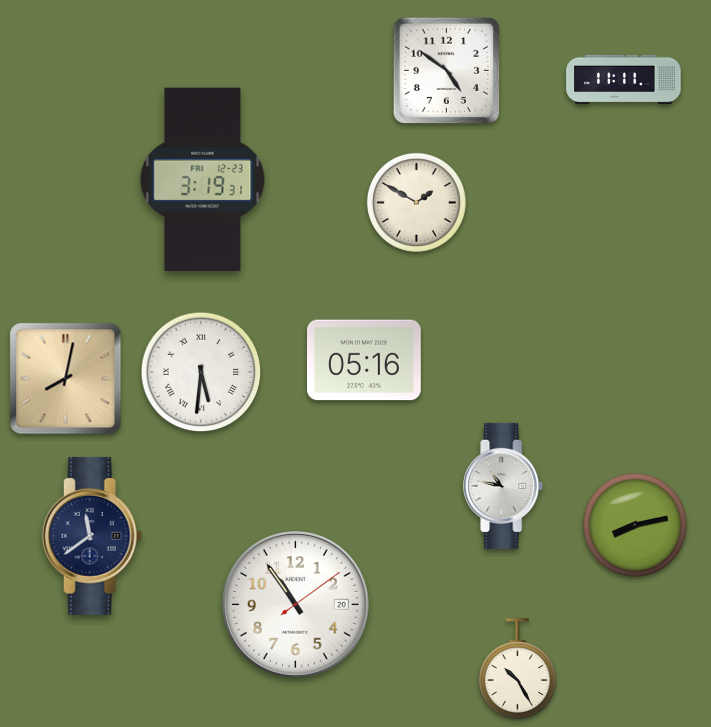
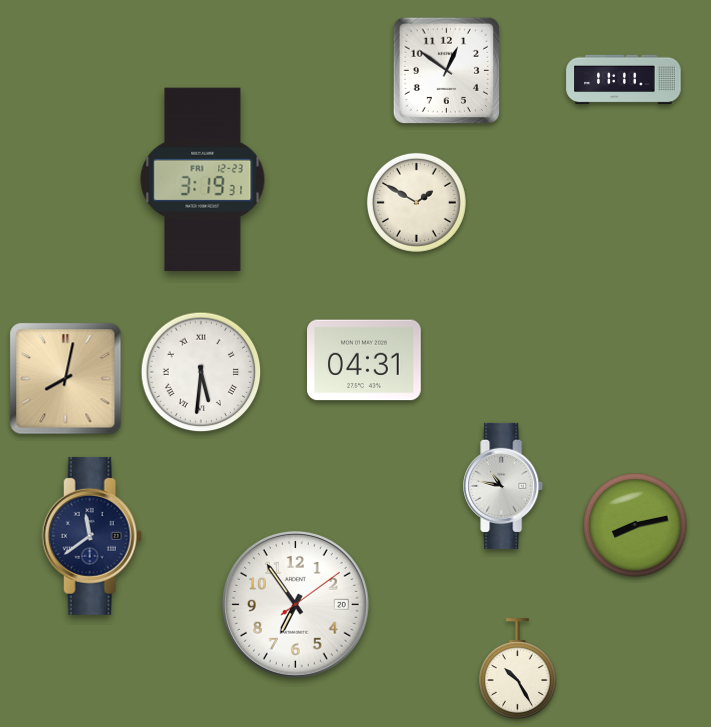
clock at (446, 70): 4:51 -> 12:51
clock at (365, 360): 05:16 -> 04:31
clock at (295, 604): 10:54 -> 6:54
